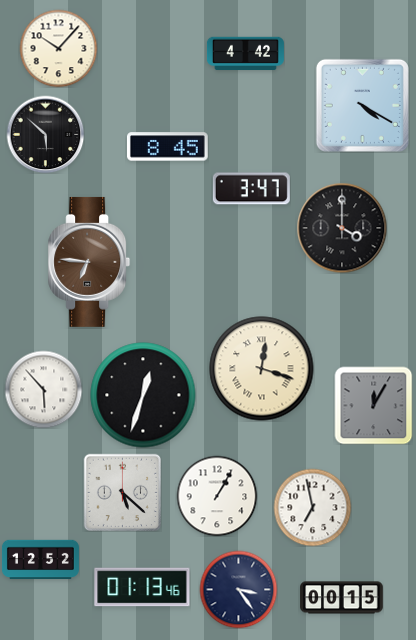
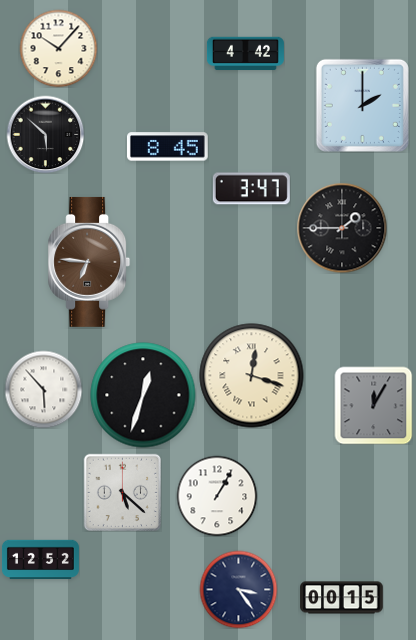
clock at (362, 105): 4:20 -> 2:00
clock at (342, 228): 4:00 -> 1:45
clock at (262, 369) position: (262, 369) -> (252, 376)
clock at (312, 507): 6:58 -> none
clock at (142, 587): 01:13 -> none
